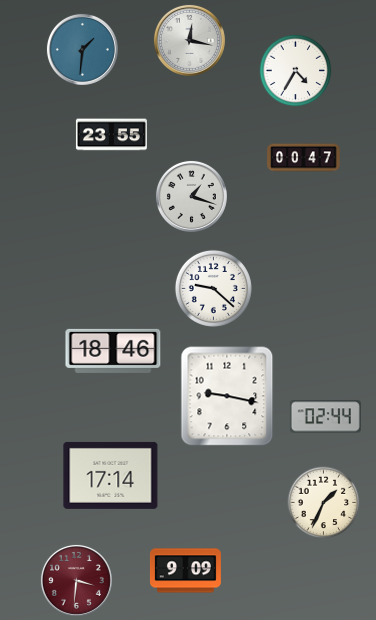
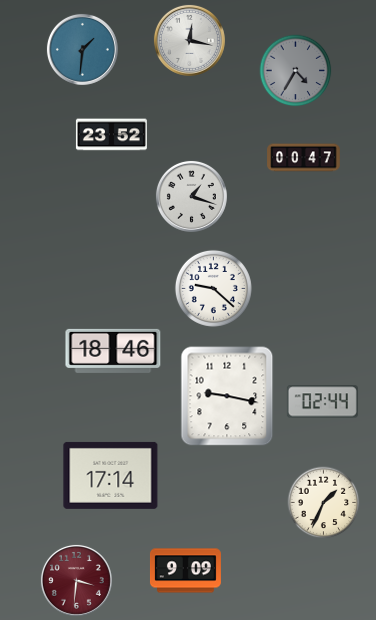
clock at (296, 71) dial: white -> grey
clock at (111, 135): 23:55 -> 23:52
clock at (325, 417) position: (325, 417) -> (322, 402)
